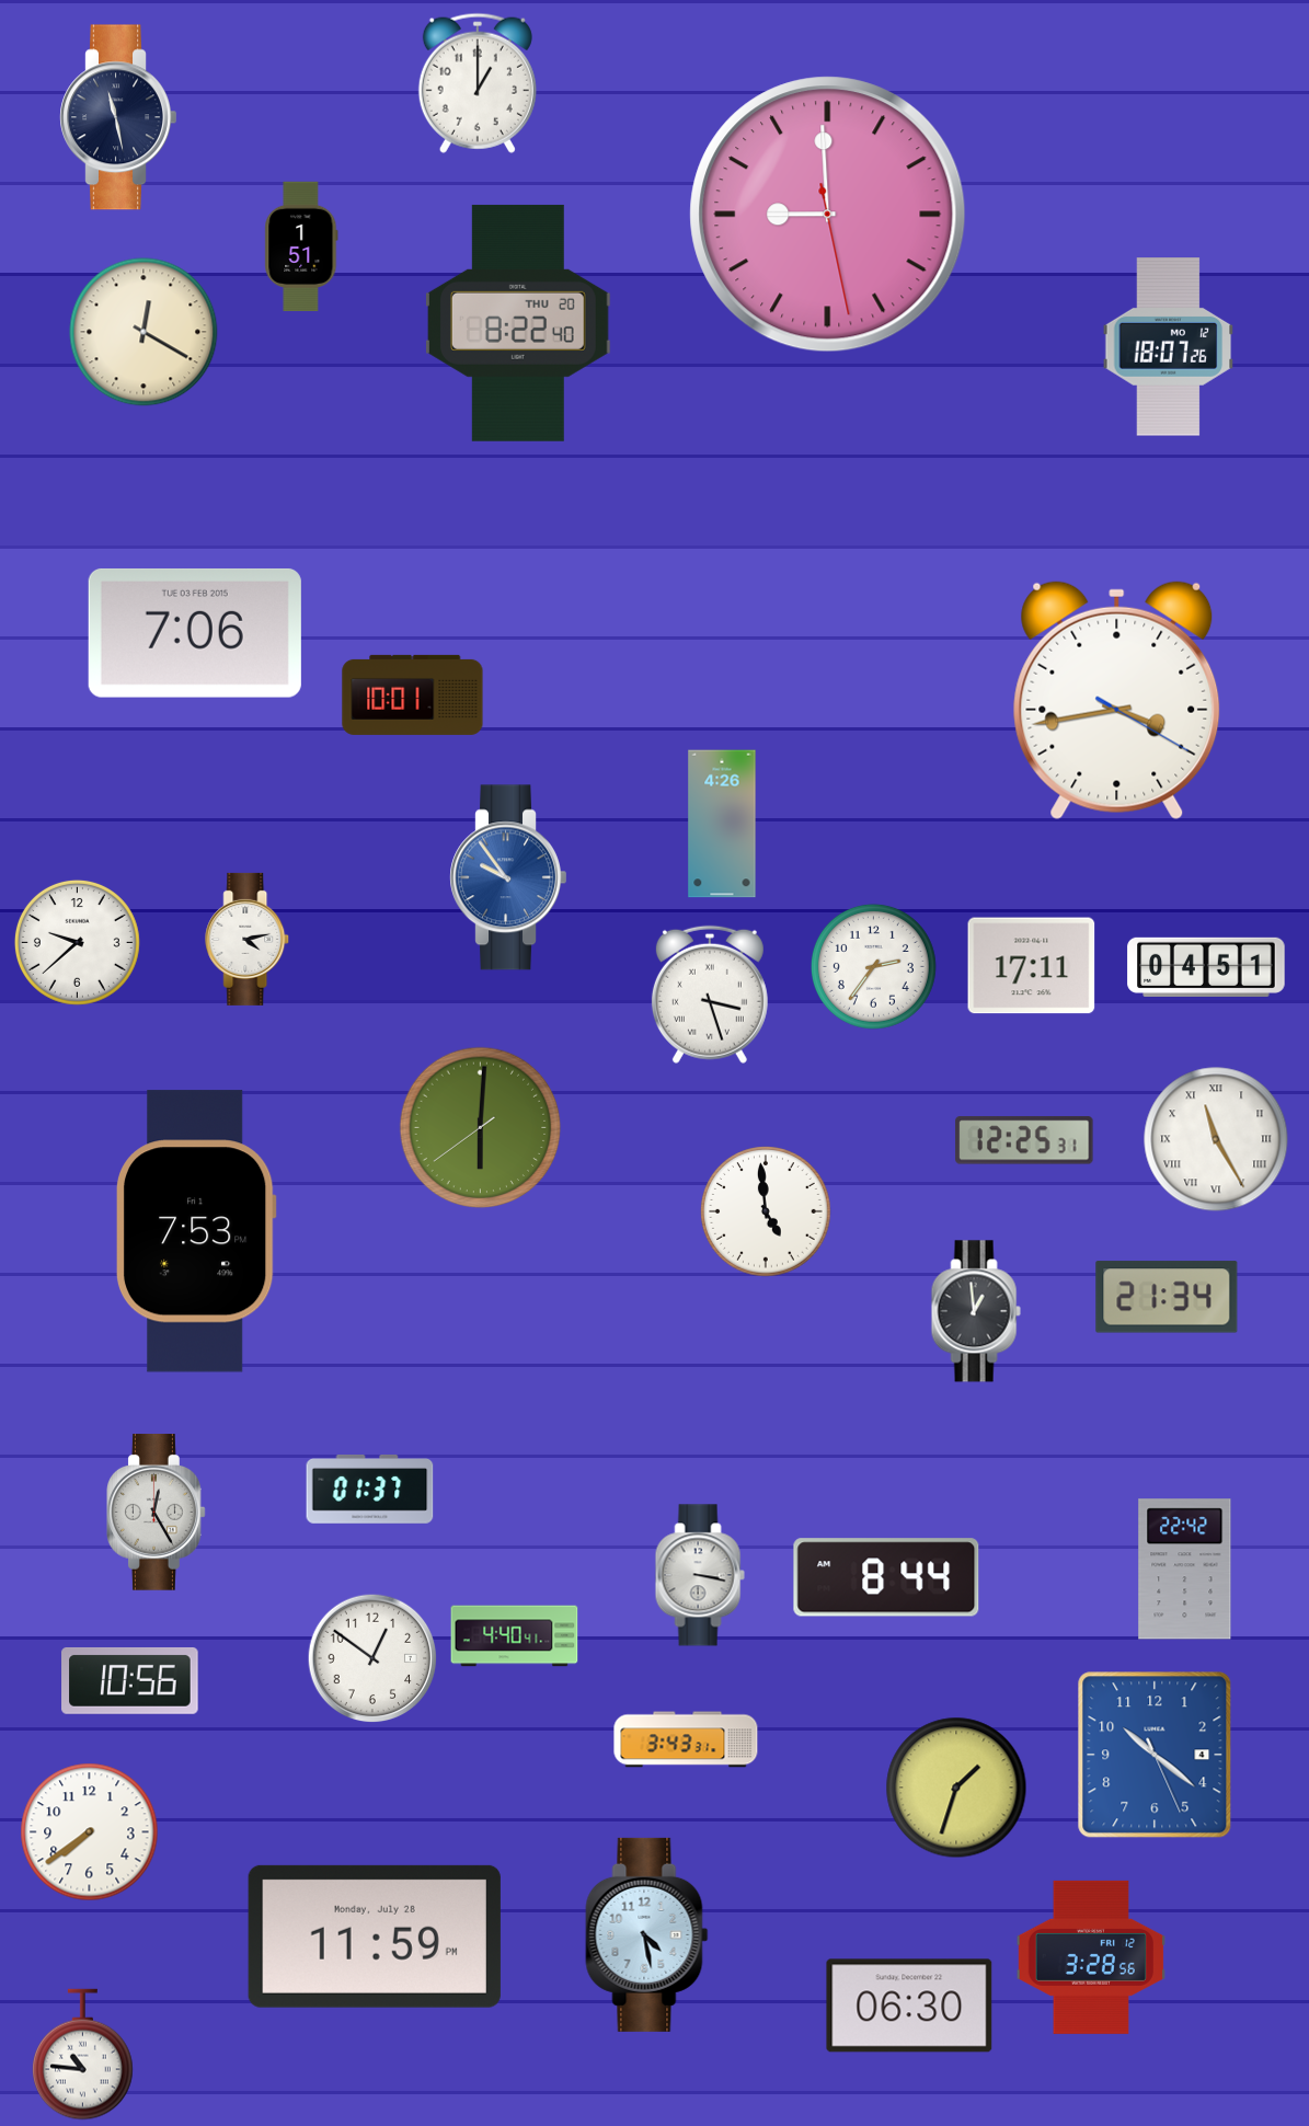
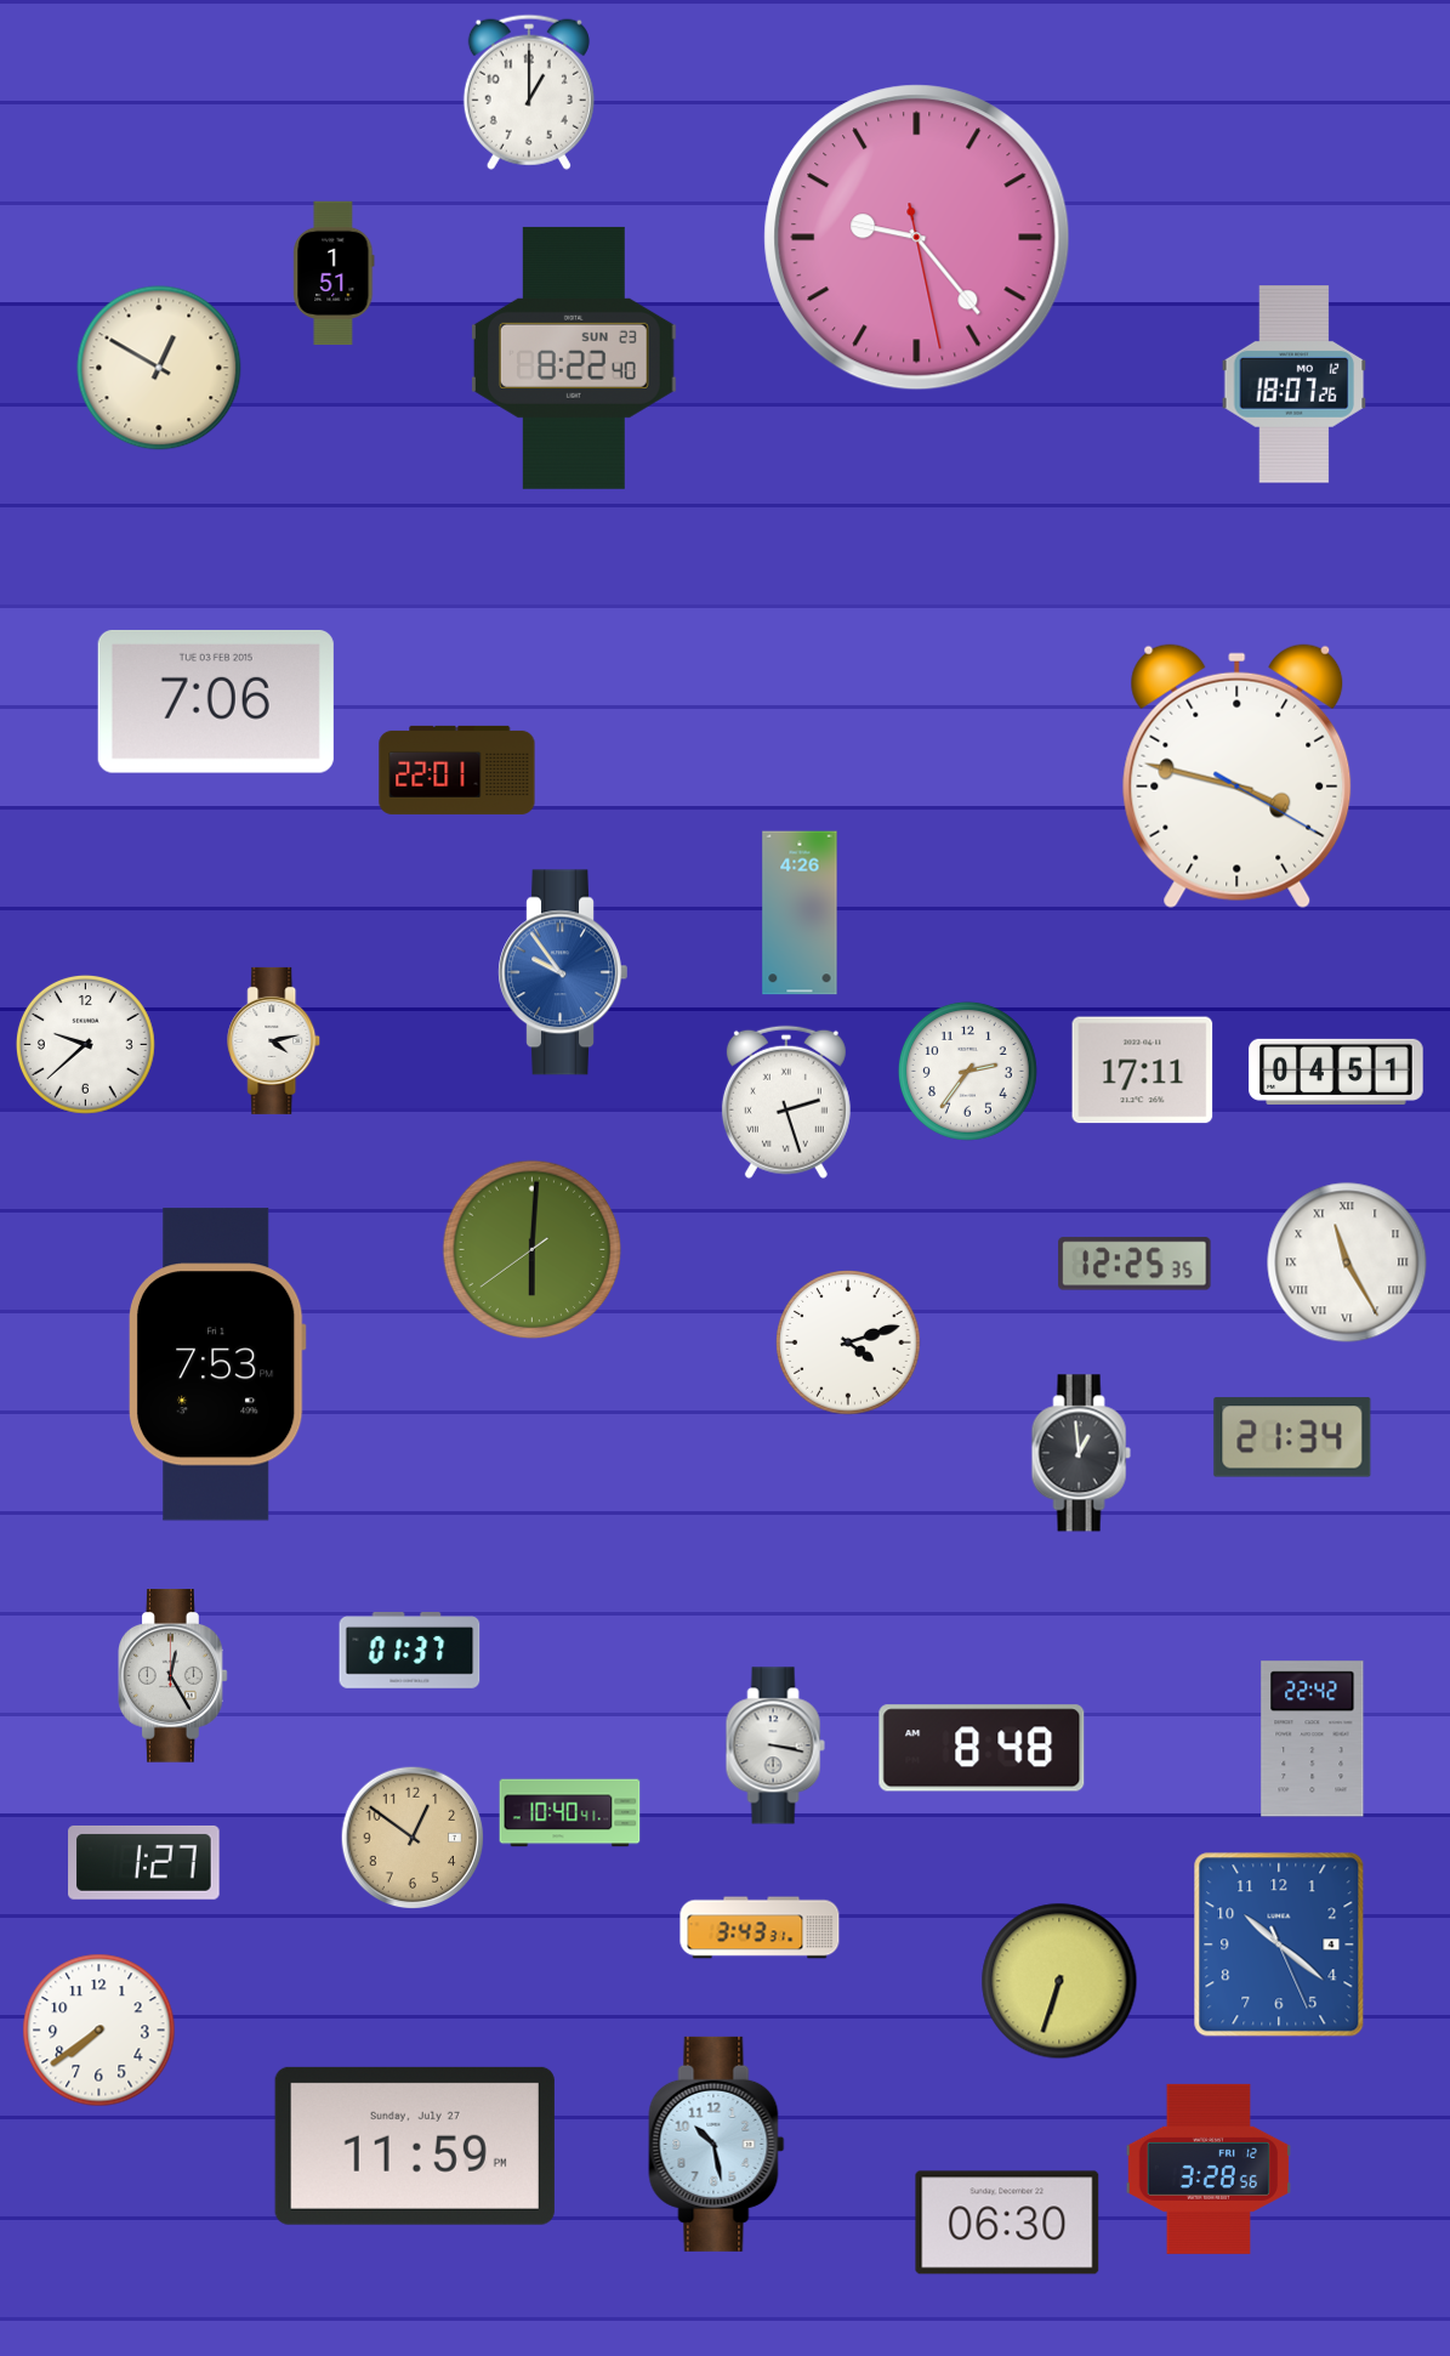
clock at (118, 117): 11:28 -> none
clock at (828, 215): 8:59 -> 9:23
clock at (519, 323) date: THU 20 -> SUN 23
clock at (143, 332): 12:20 -> 12:50
clock at (413, 694): 10:01 -> 22:01
clock at (1117, 701): 3:43 -> 3:47
clock at (710, 995): 3:27 -> 2:27
clock at (1024, 1140): 12:25:31 -> 12:25:35
clock at (766, 1211): 4:59 -> 4:12
clock at (886, 1577): 8:44 -> 8:48
clock at (515, 1636): 4:40 -> 10:40
clock at (372, 1658) dial: white -> champagne
clock at (130, 1680): 10:56 -> 1:27
clock at (956, 1788): 1:33 -> 6:33
clock at (647, 1934): 4:28 -> 10:28
clock at (375, 1937) date: Monday, July 28 -> Sunday, July 27
clock at (83, 2055): 10:46 -> none
